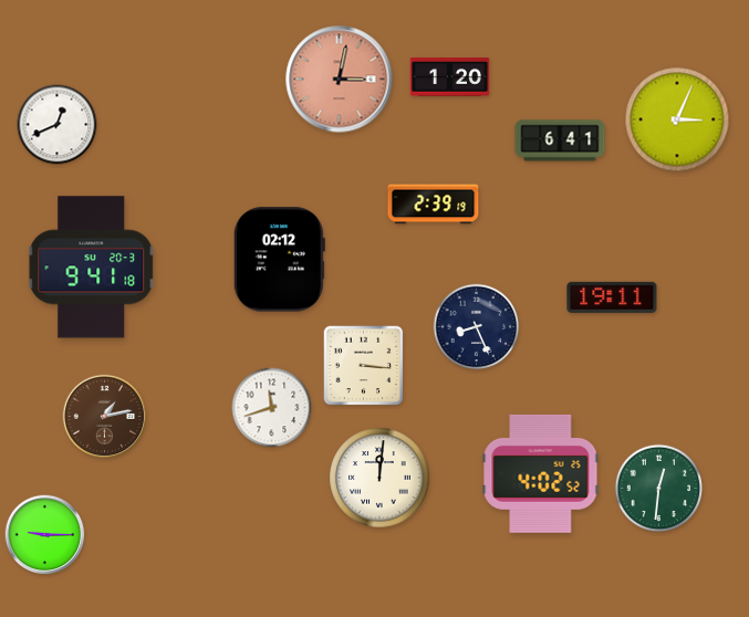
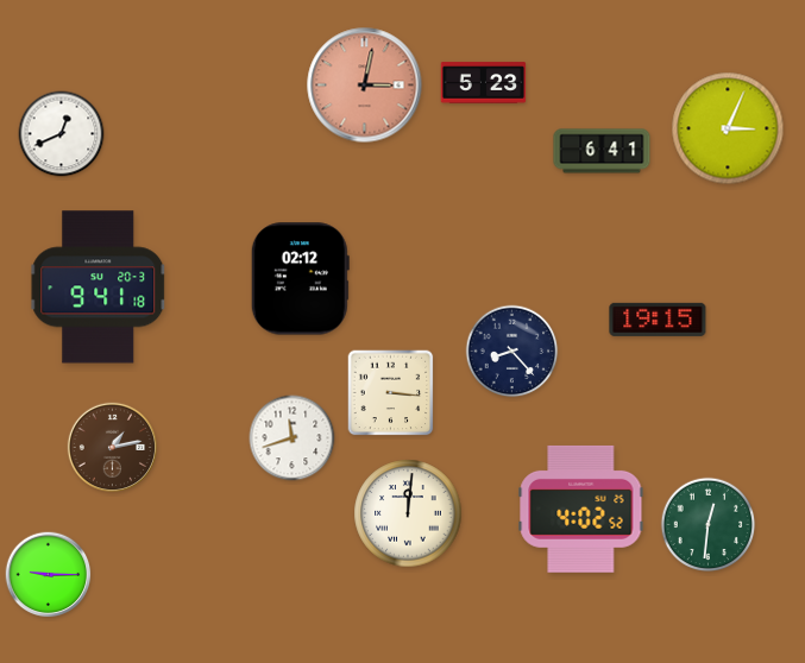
clock at (450, 77): 1:20 -> 5:23
clock at (434, 205): 2:39 -> none
clock at (612, 297): 19:11 -> 19:15
clock at (477, 327): 8:26 -> 8:23
